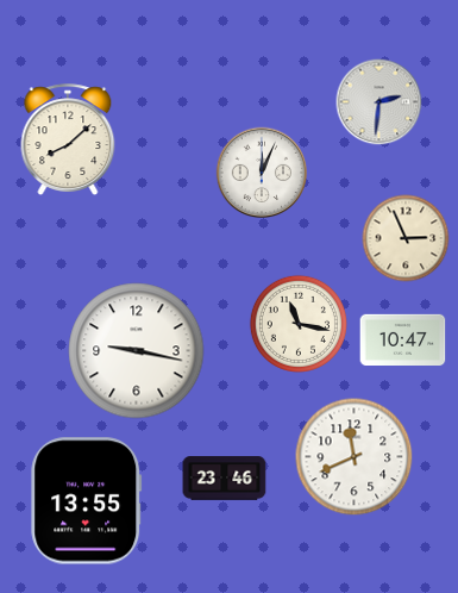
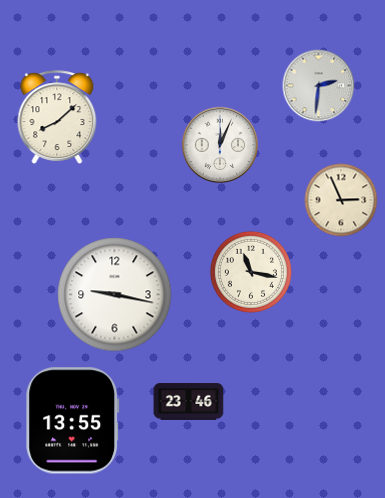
clock at (403, 339): 10:47 -> none
clock at (355, 457): 11:41 -> none
